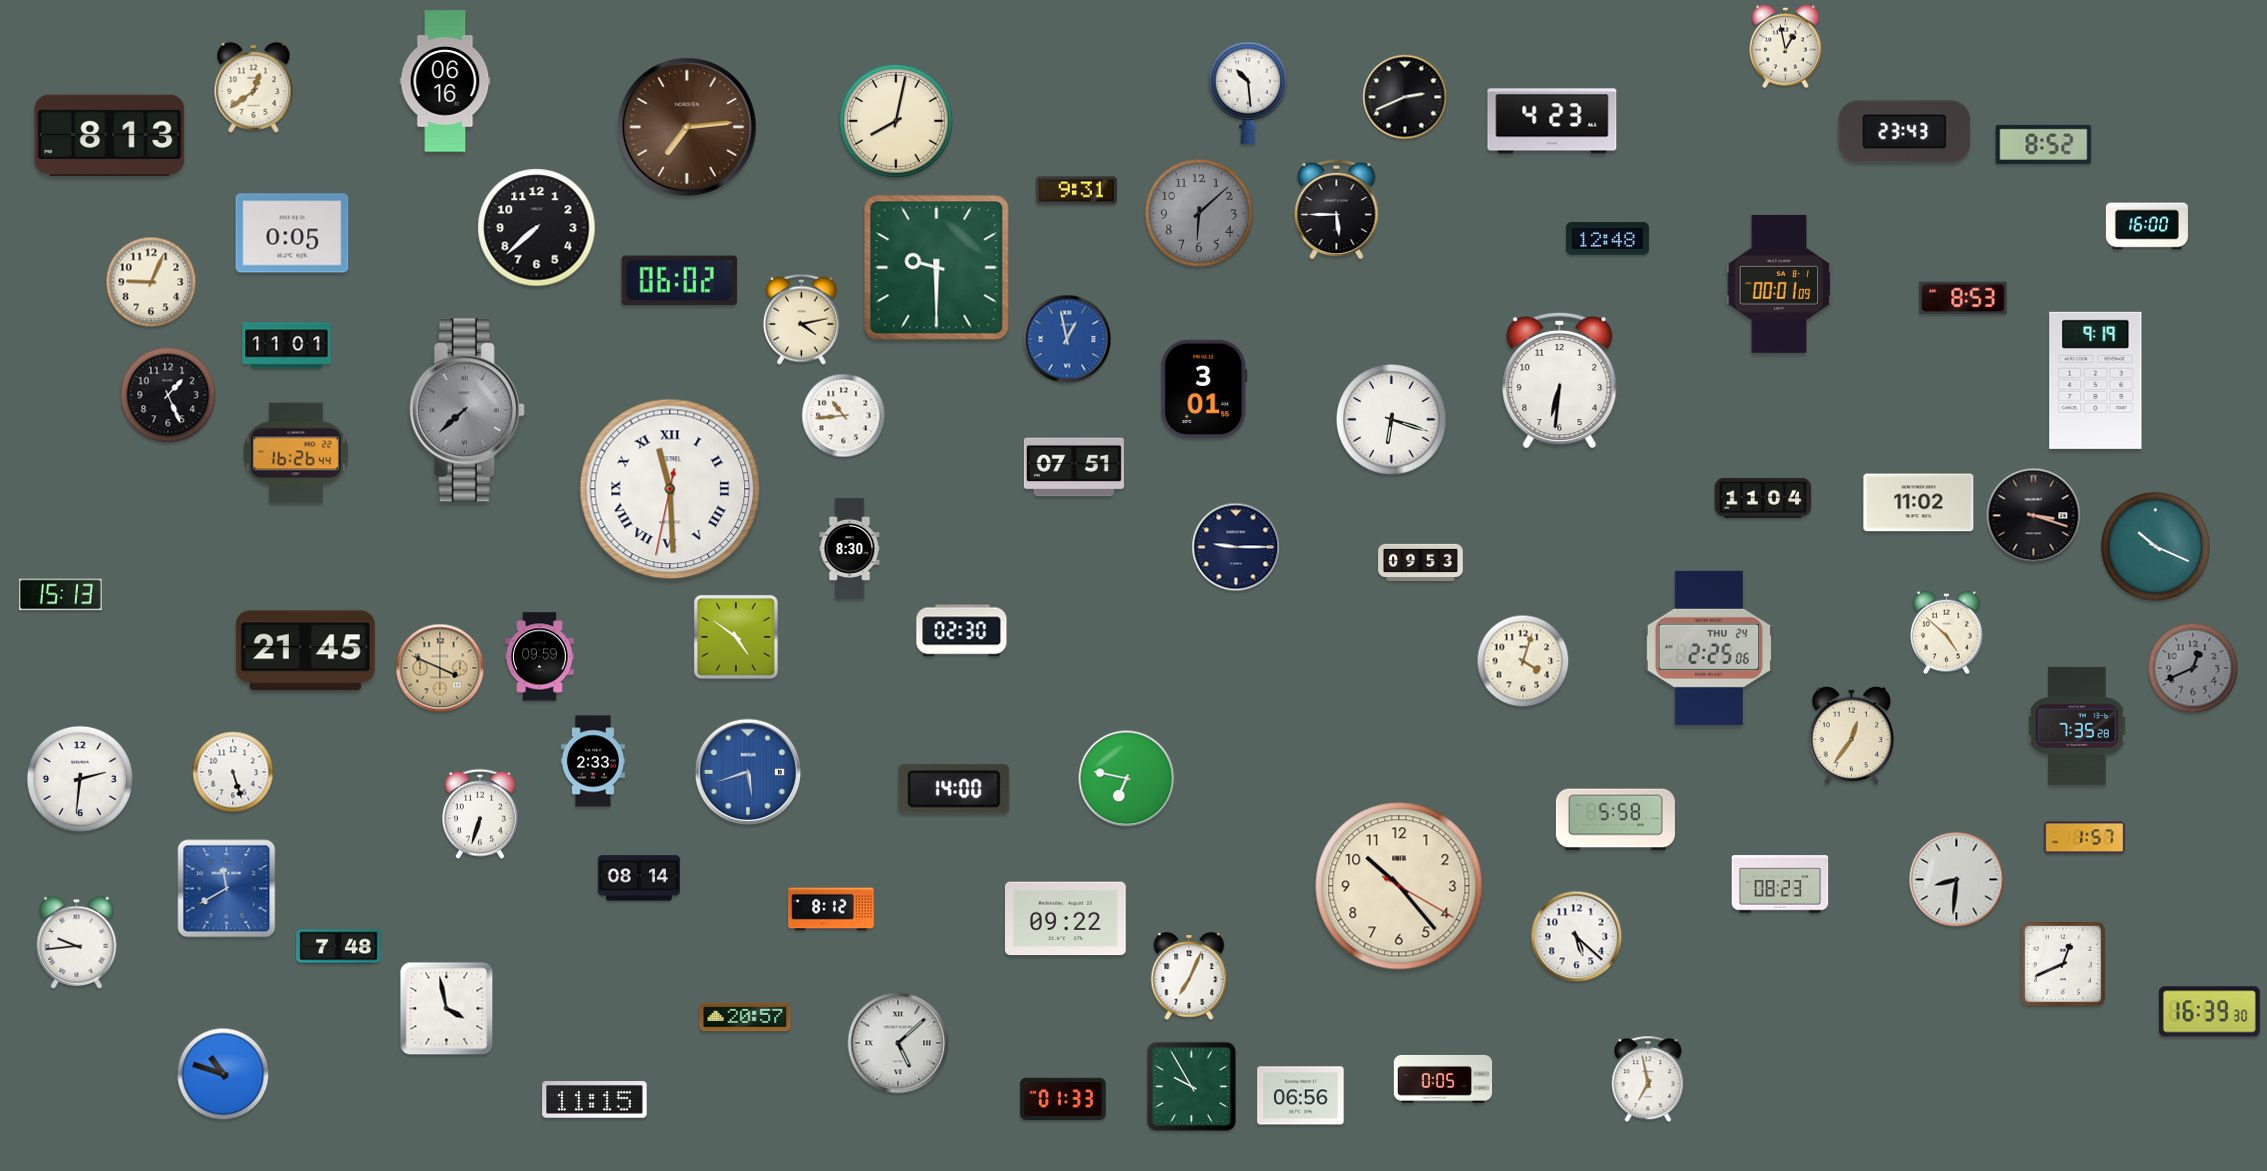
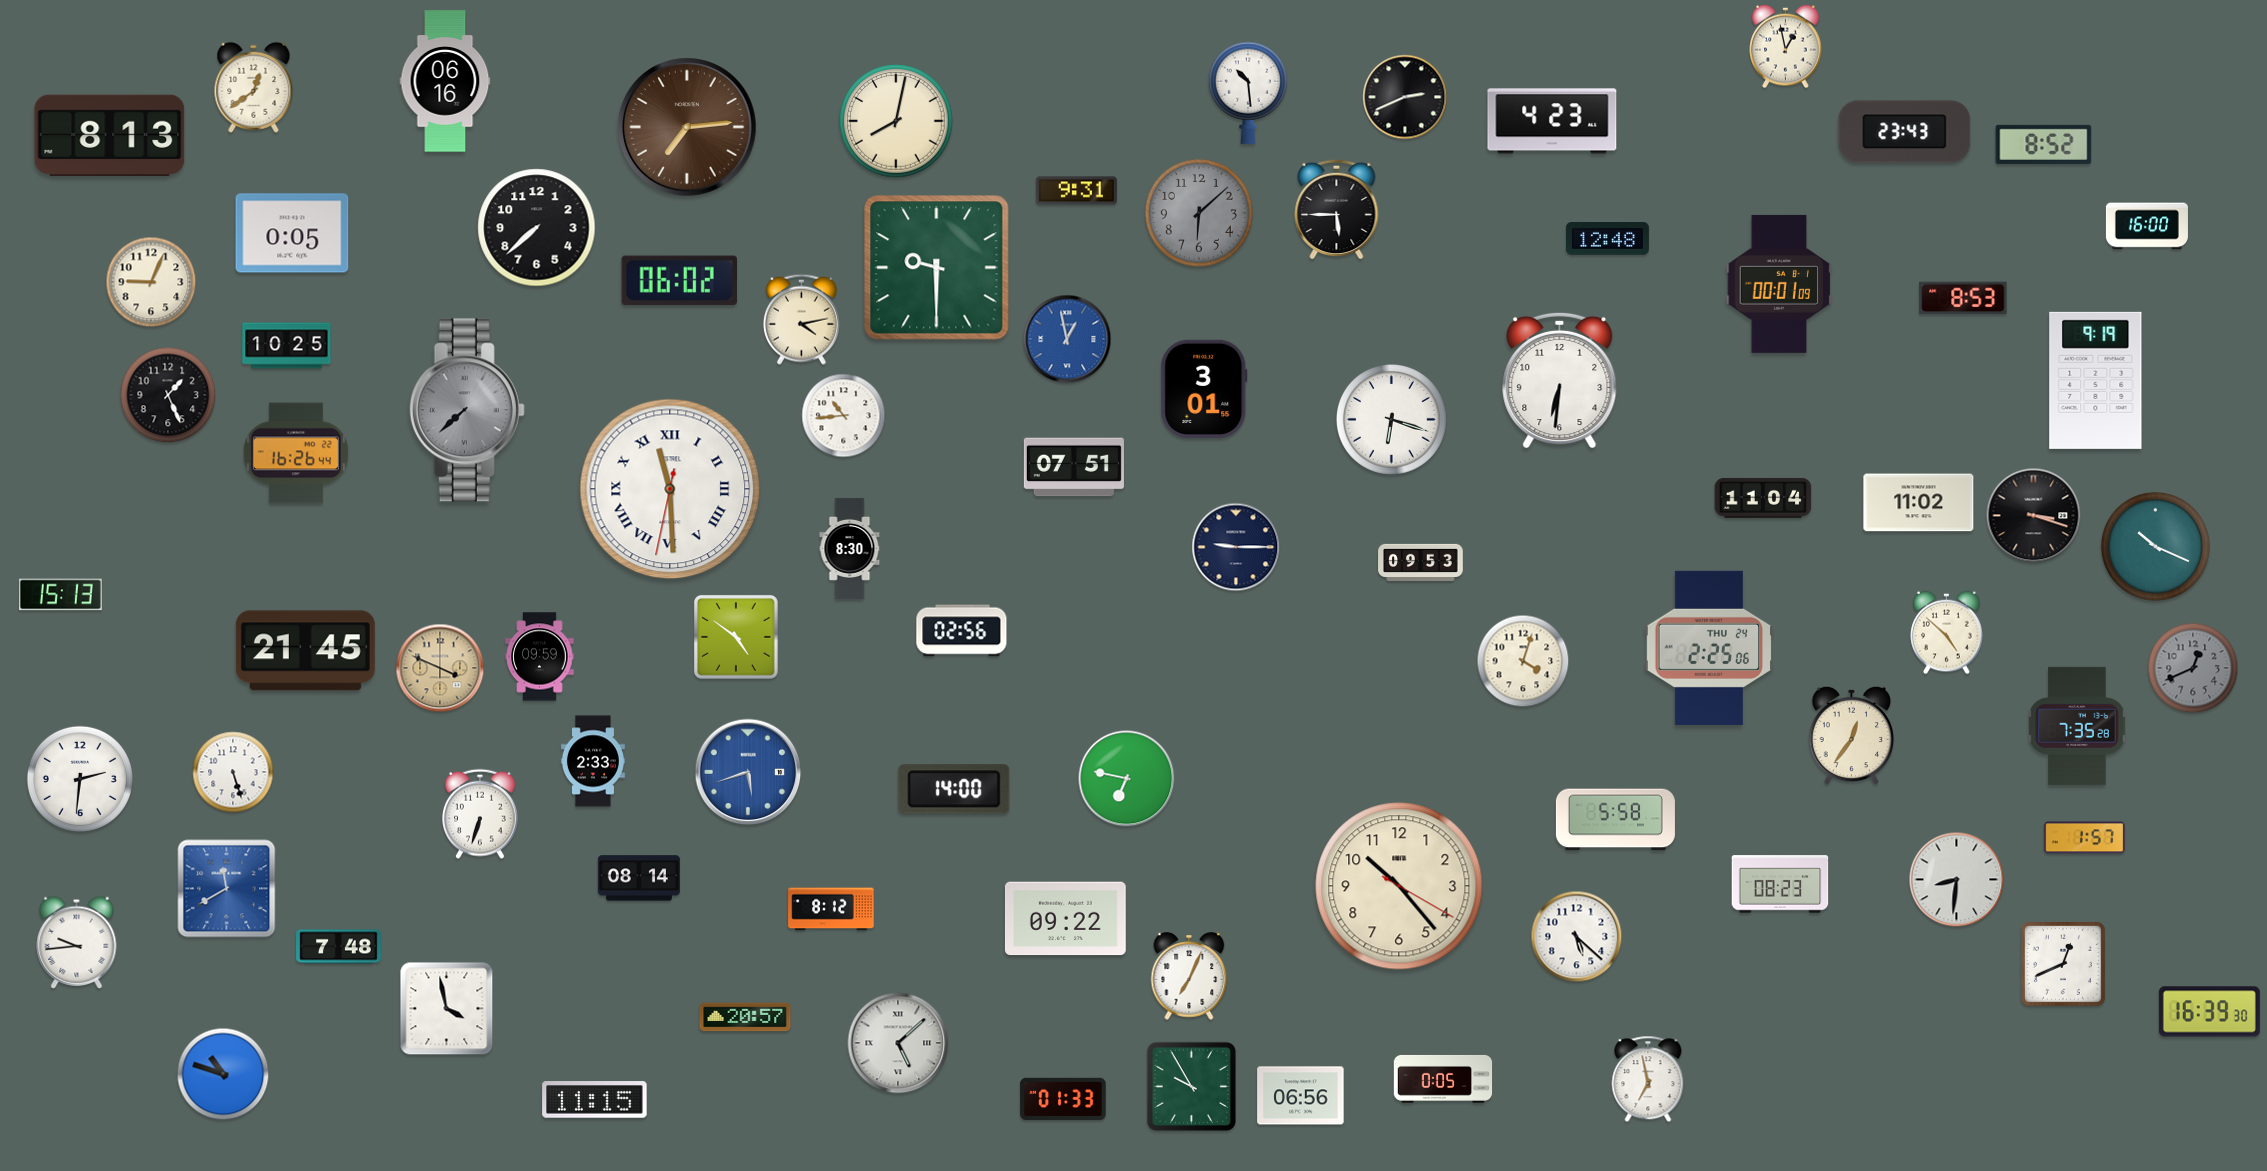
clock at (287, 346): 11:01 -> 10:25
clock at (962, 631): 02:30 -> 02:56
